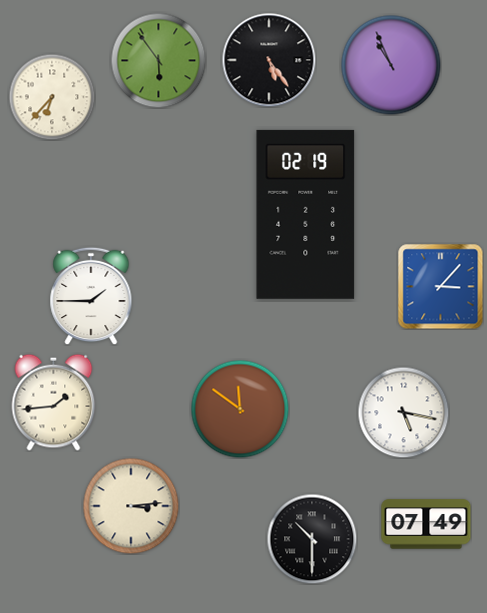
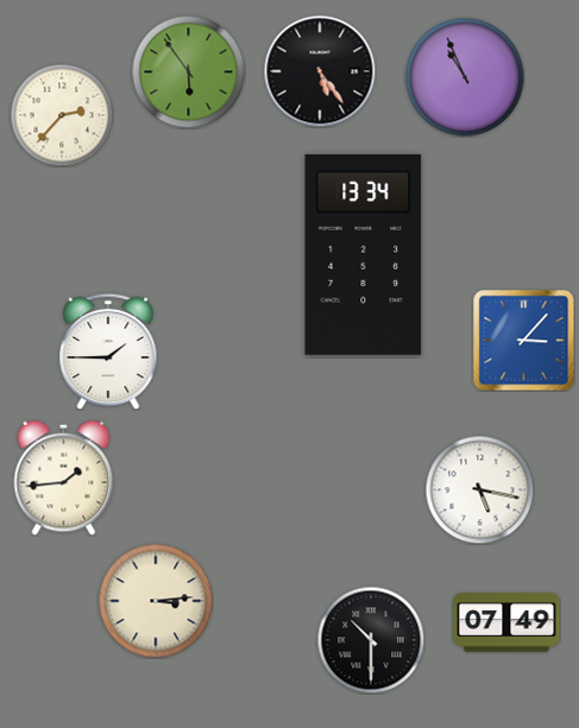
clock at (52, 97): 6:37 -> 2:37
clock at (306, 214): 02:19 -> 13:34
clock at (240, 409): 11:51 -> none
